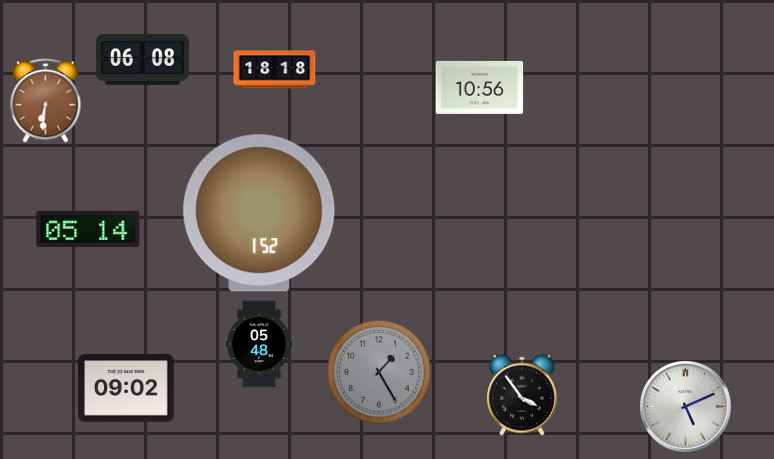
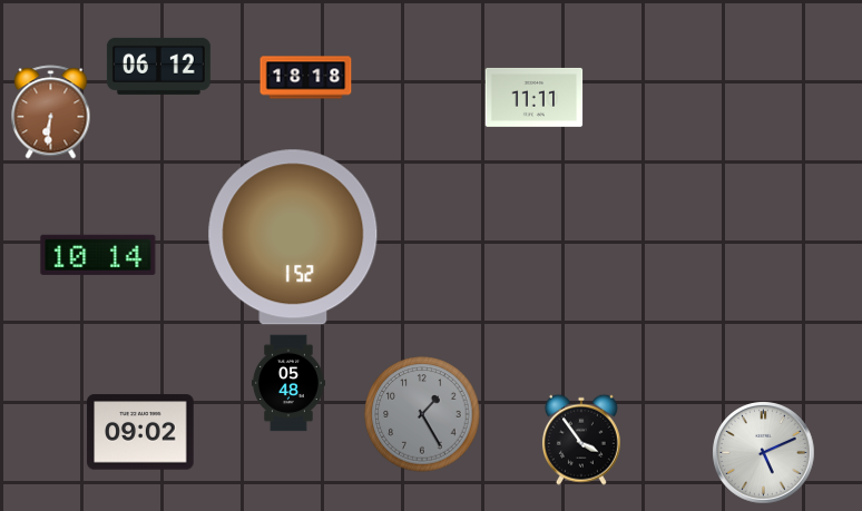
clock at (142, 59): 06:08 -> 06:12
clock at (480, 87): 10:56 -> 11:11
clock at (259, 213) position: (259, 213) -> (293, 237)
clock at (88, 229): 05:14 -> 10:14
